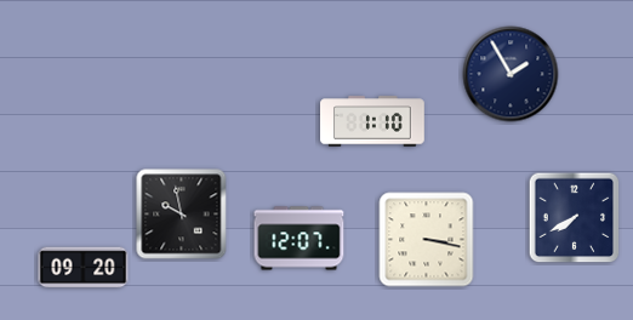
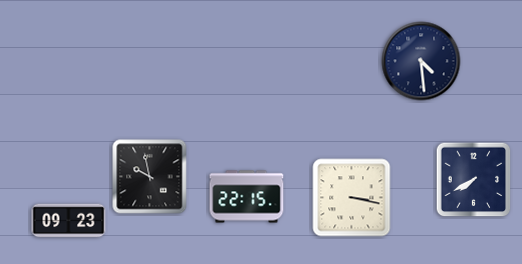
clock at (511, 74): 1:55 -> 4:29
clock at (372, 121): 1:10 -> none
clock at (300, 239): 12:07 -> 22:15
clock at (84, 268): 09:20 -> 09:23
